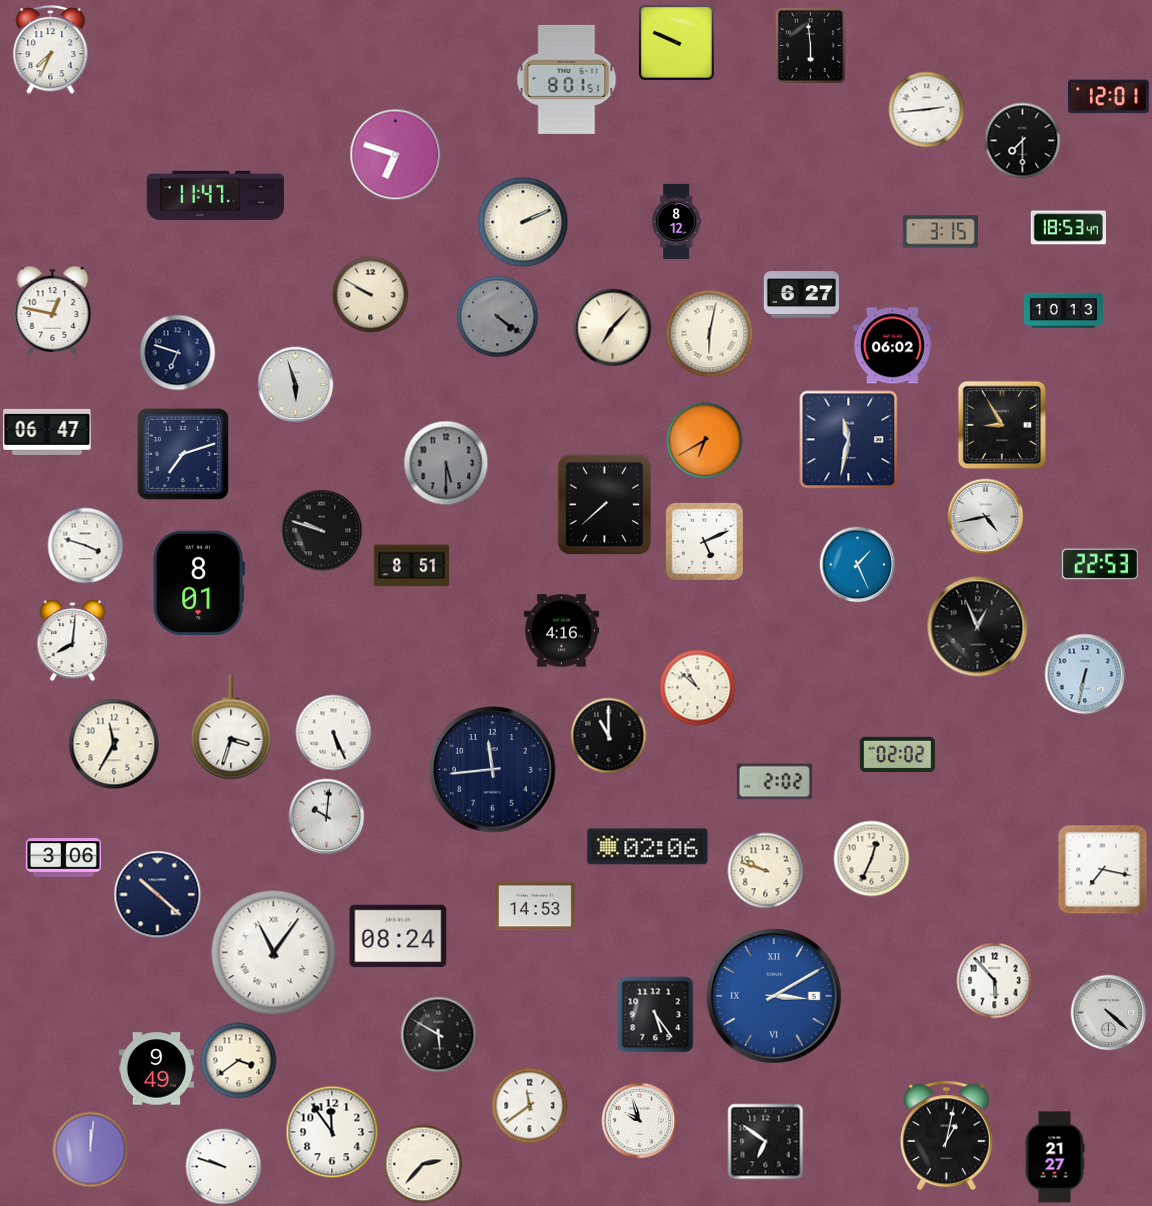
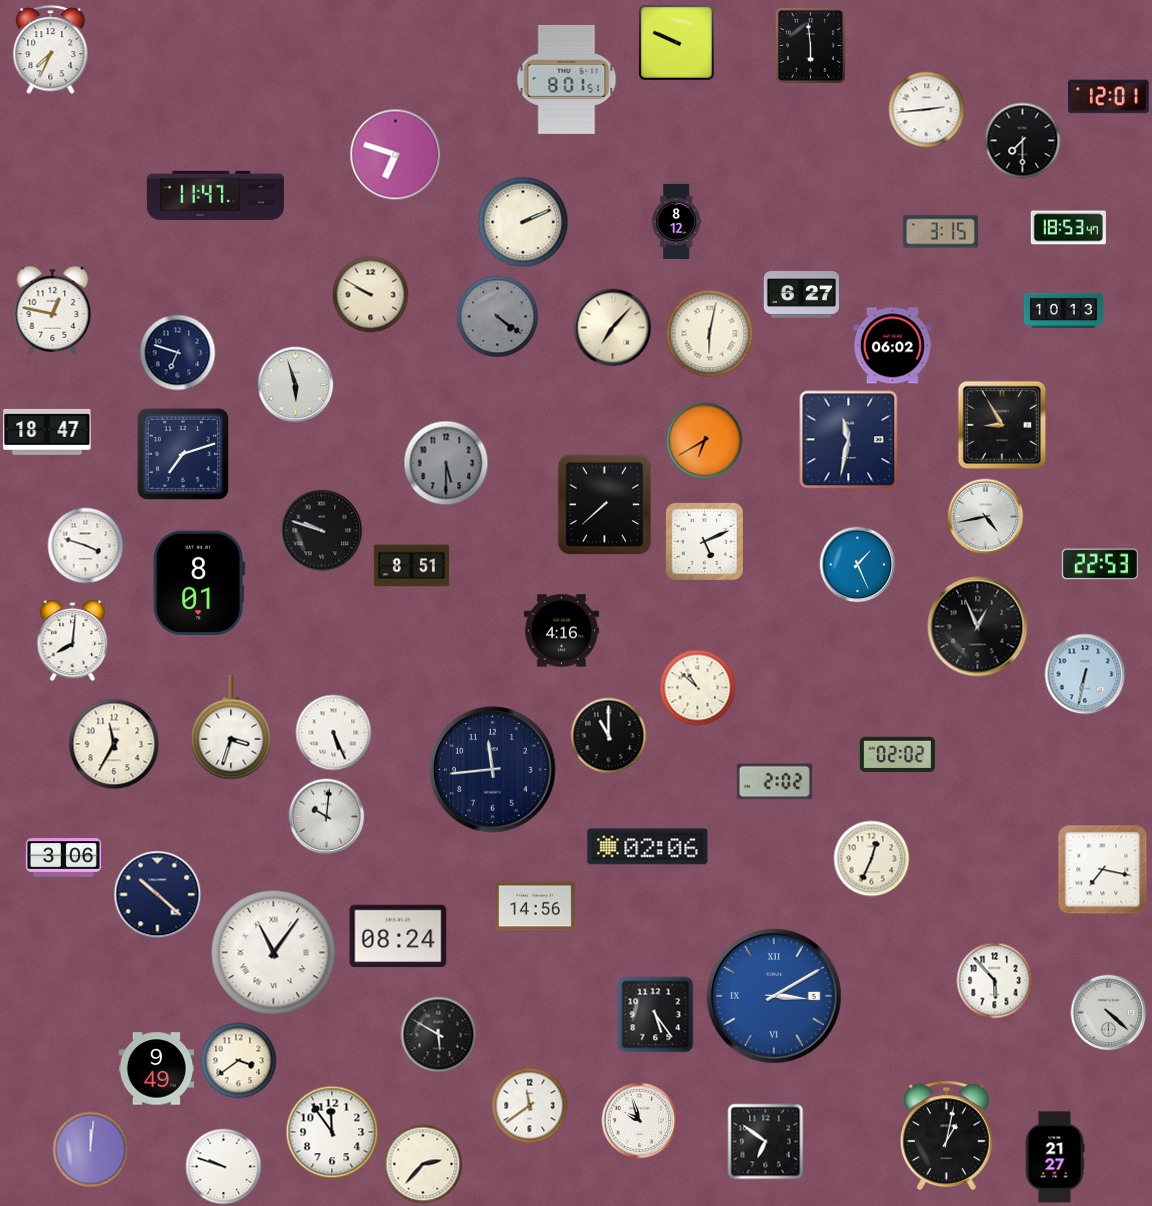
clock at (47, 432): 06:47 -> 18:47
clock at (766, 871): 9:48 -> none
clock at (536, 906): 14:53 -> 14:56
